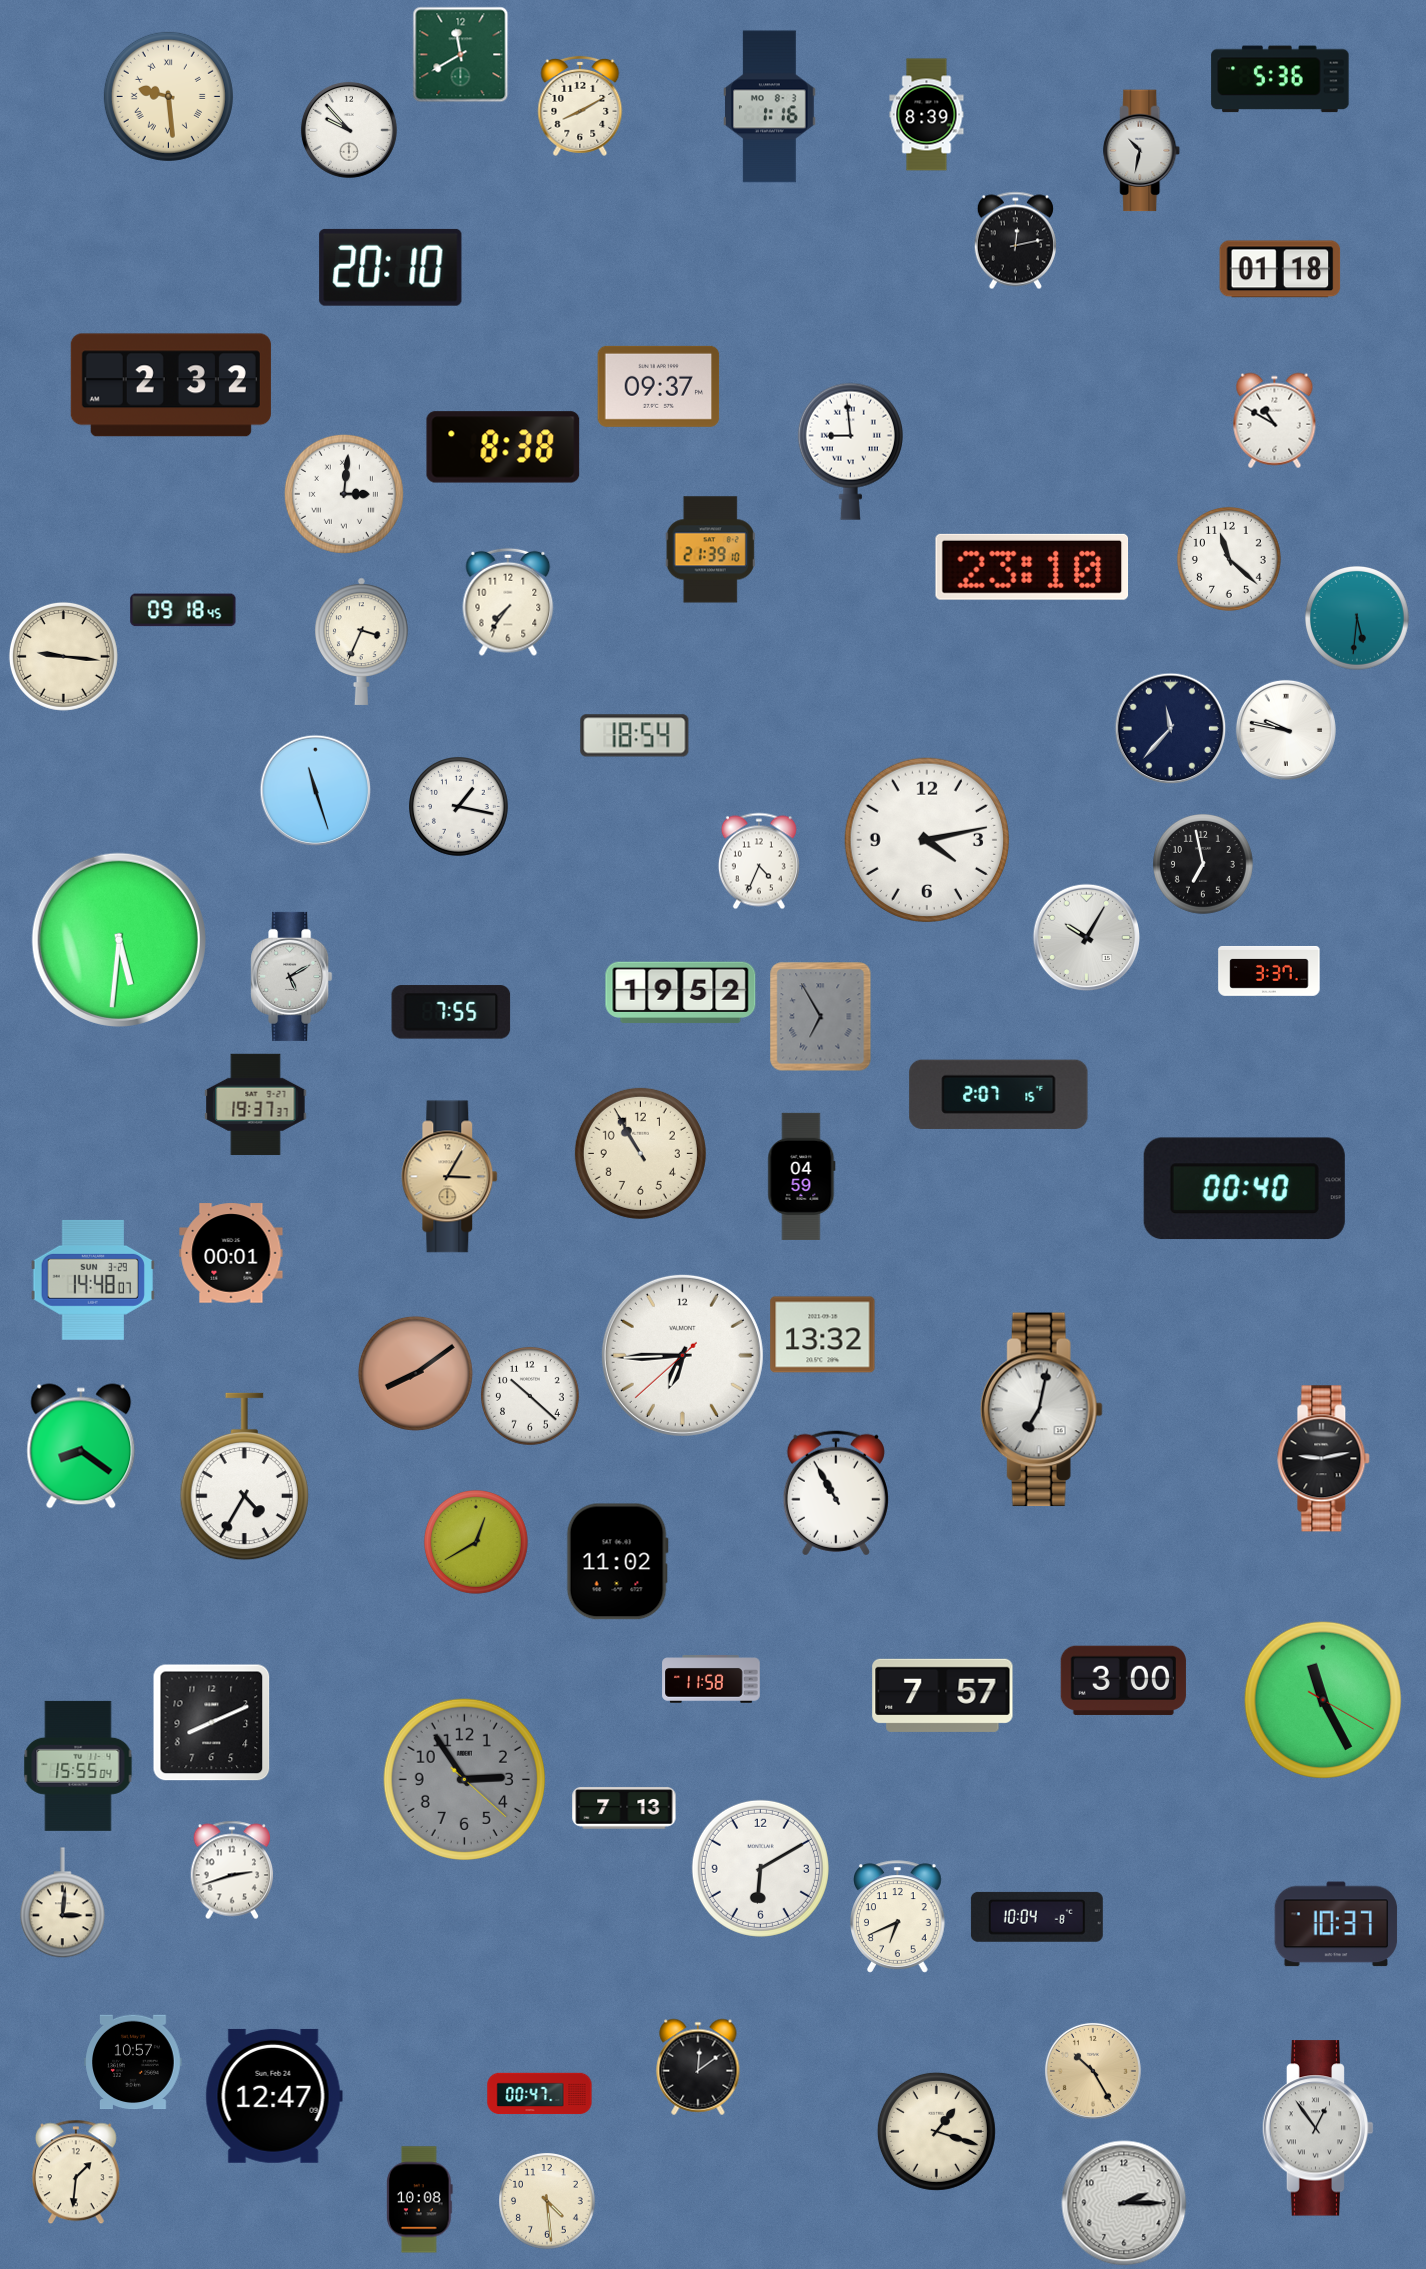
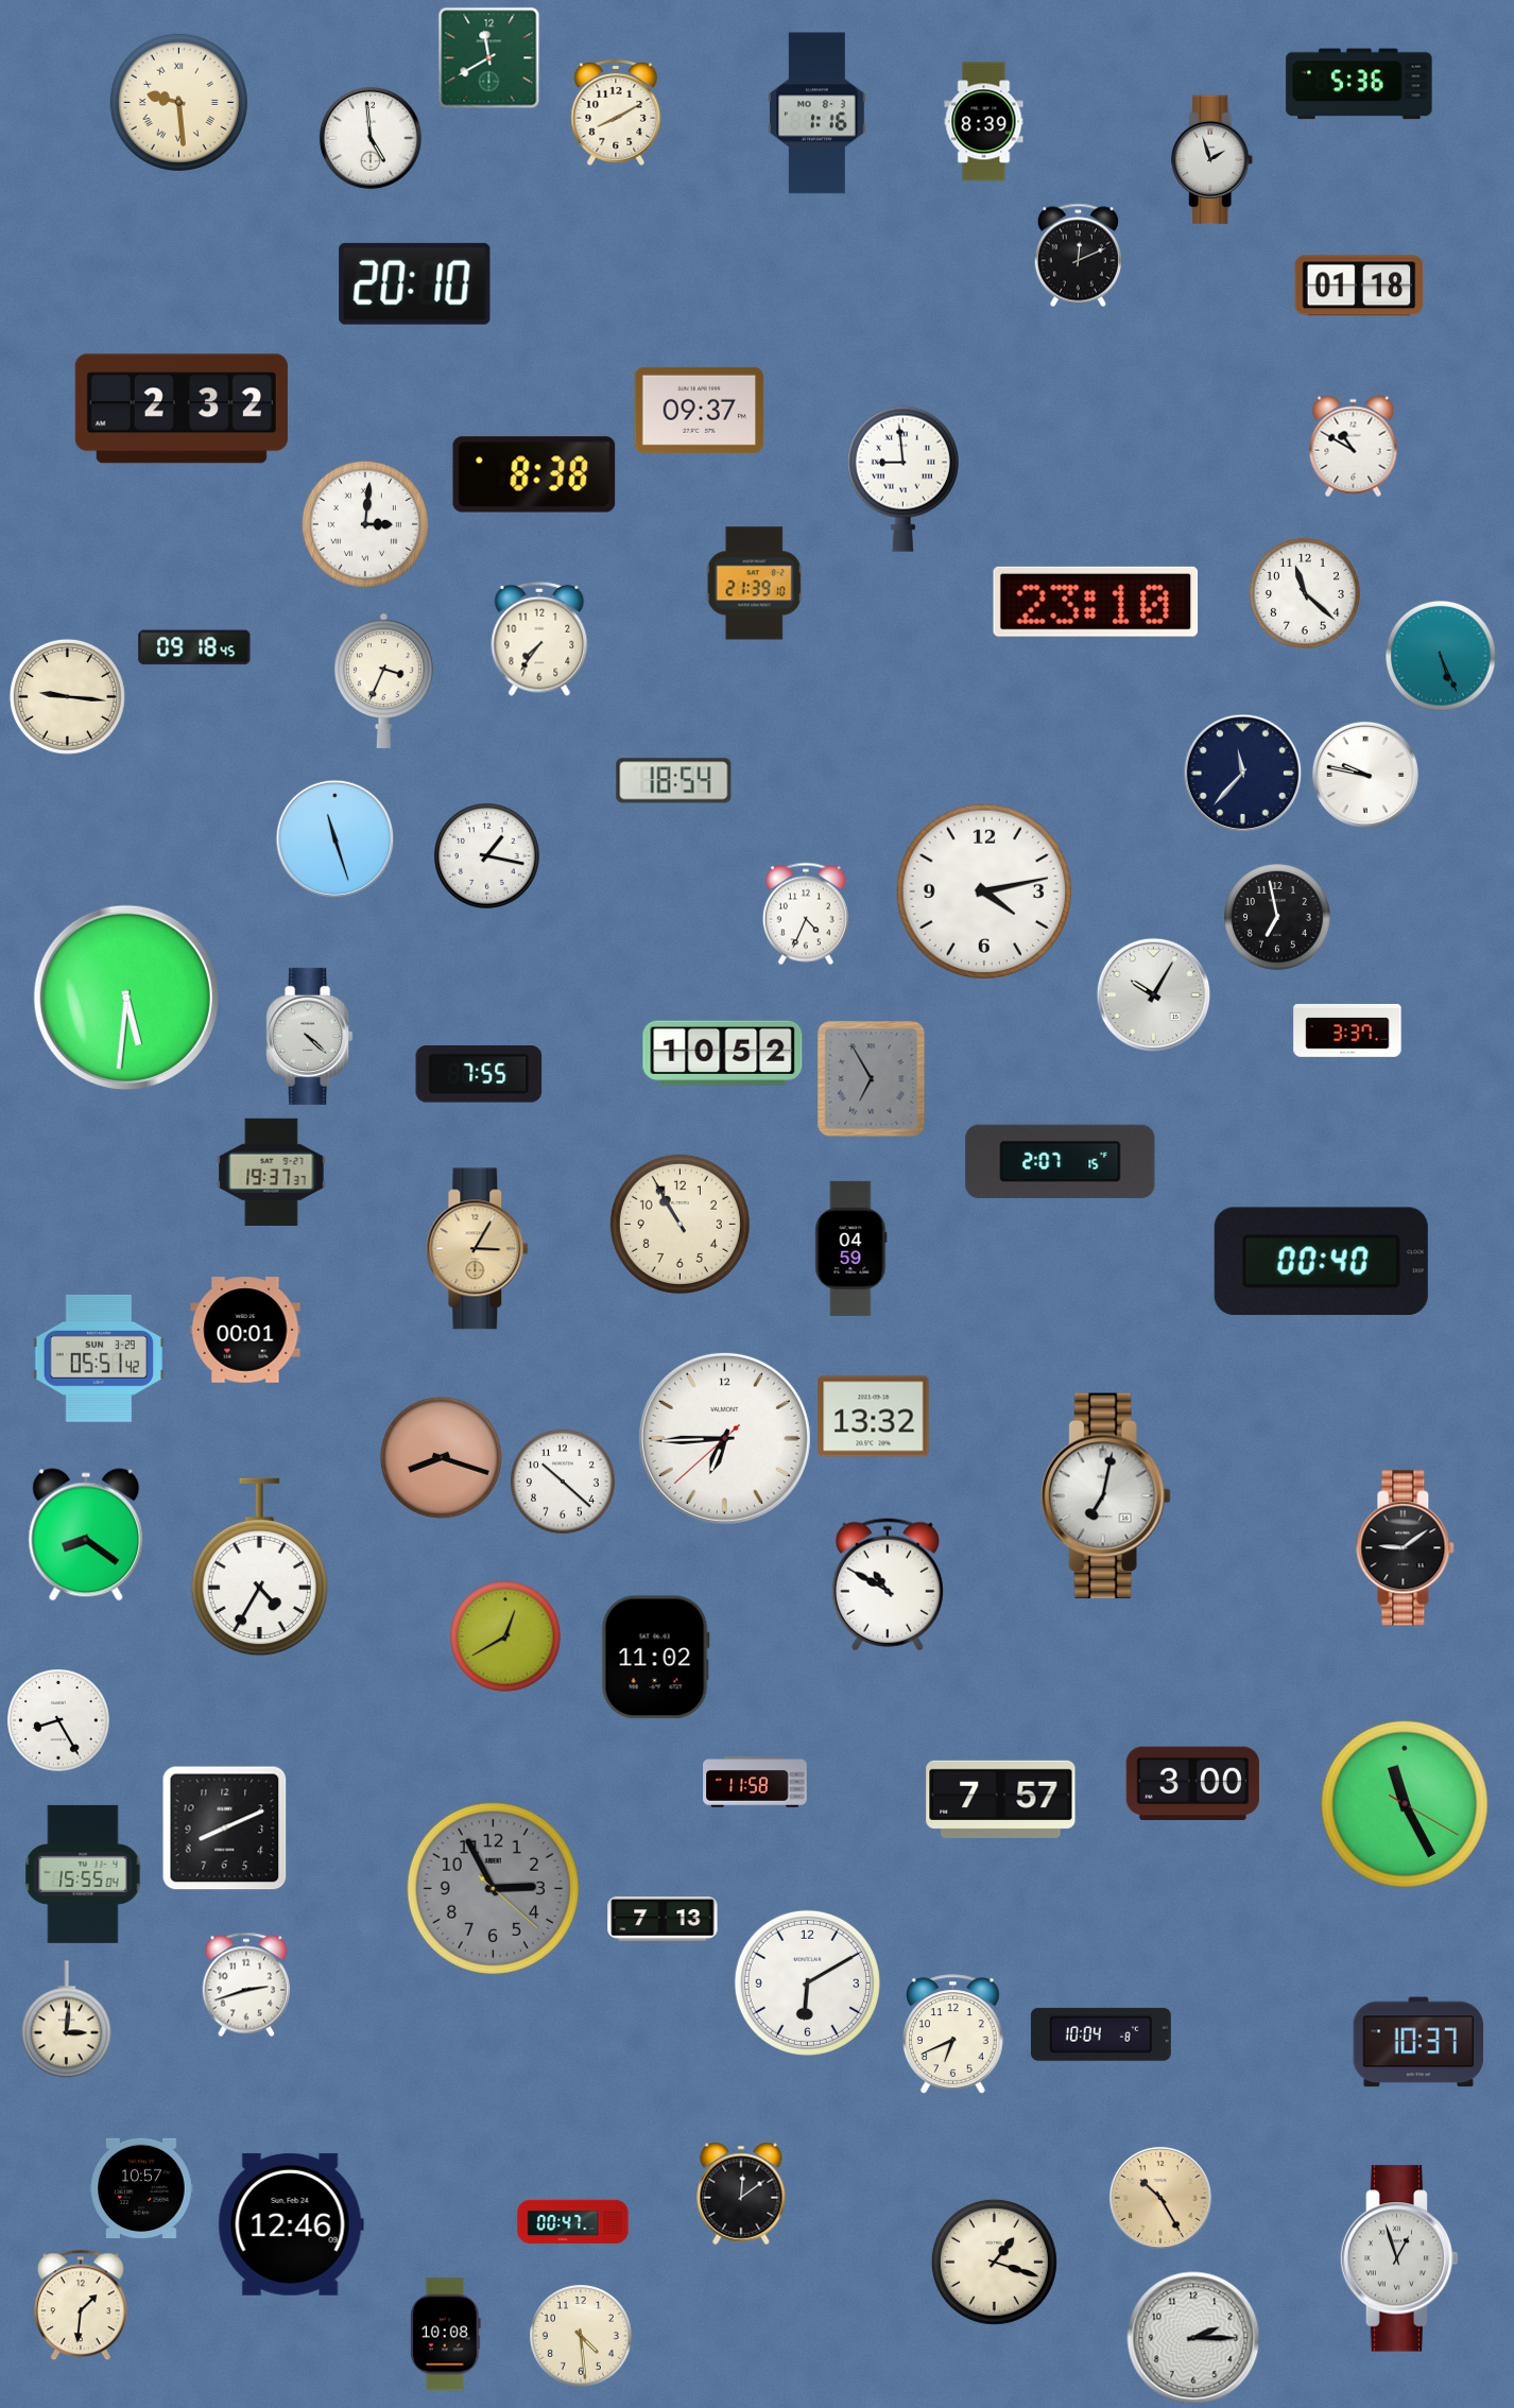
clock at (349, 130): 9:53 -> 4:59
clock at (1142, 151): 10:32 -> 1:57
clock at (1015, 241): 12:13 -> 12:11
clock at (1357, 618): 5:31 -> 5:26
clock at (292, 976): 5:10 -> 4:22
clock at (681, 992): 19:52 -> 10:52
clock at (93, 1280): 14:48 -> 05:51
clock at (415, 1373): 8:09 -> 8:18
clock at (1324, 1459): 9:13 -> 9:09
clock at (836, 1493): 10:55 -> 10:50
clock at (59, 1721): none -> 8:25
clock at (464, 1779): 2:54 -> 2:55
clock at (274, 2096): 12:47 -> 12:46
clock at (1318, 2128): 12:54 -> 12:57
